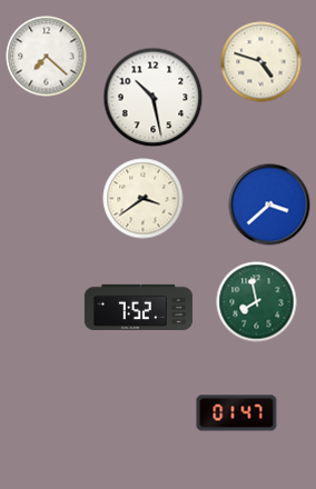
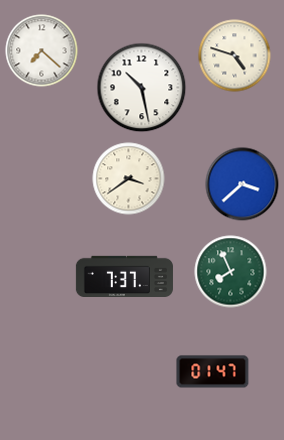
clock at (154, 98) position: (154, 98) -> (142, 88)
clock at (257, 302): 7:58 -> 7:56
clock at (138, 307): 7:52 -> 7:37
